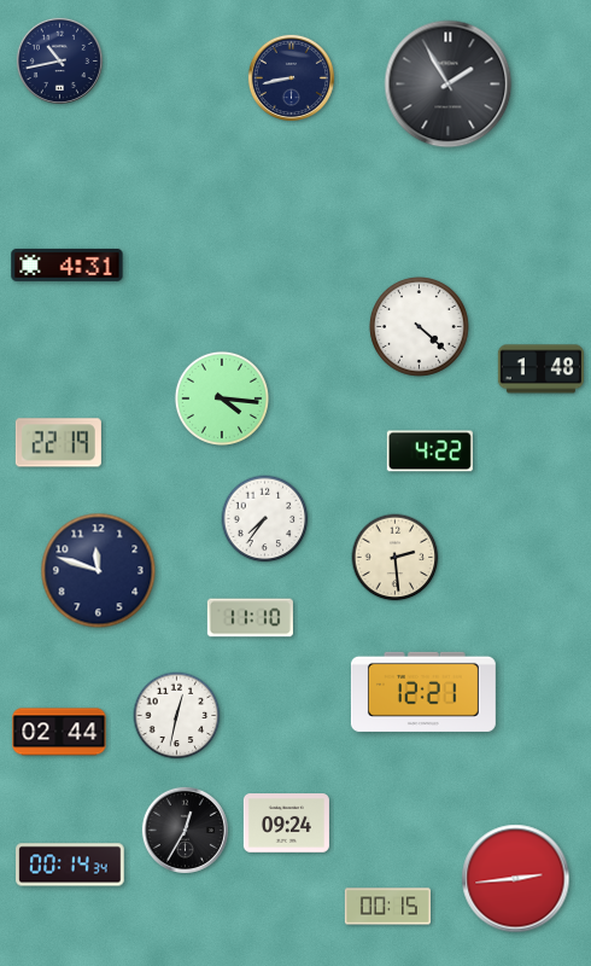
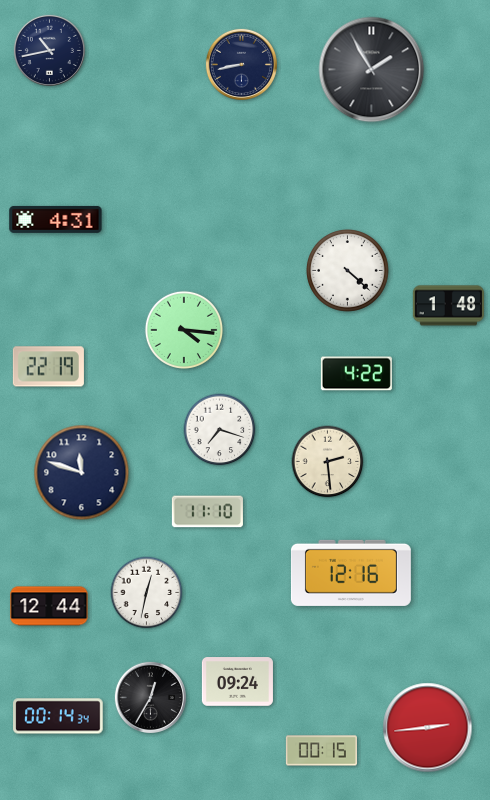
clock at (265, 519): 7:36 -> 7:18
clock at (423, 692): 12:21 -> 12:16
clock at (59, 732): 02:44 -> 12:44
clock at (185, 830) position: (185, 830) -> (150, 697)
